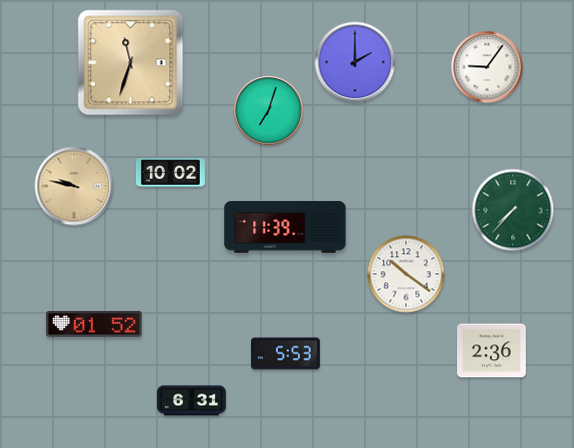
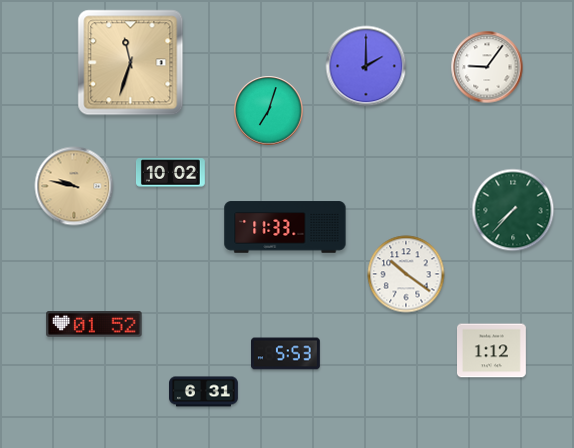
clock at (355, 62) position: (355, 62) -> (366, 66)
clock at (285, 227): 11:39 -> 11:33
clock at (492, 351): 2:36 -> 1:12
clock at (192, 401) position: (192, 401) -> (204, 392)
